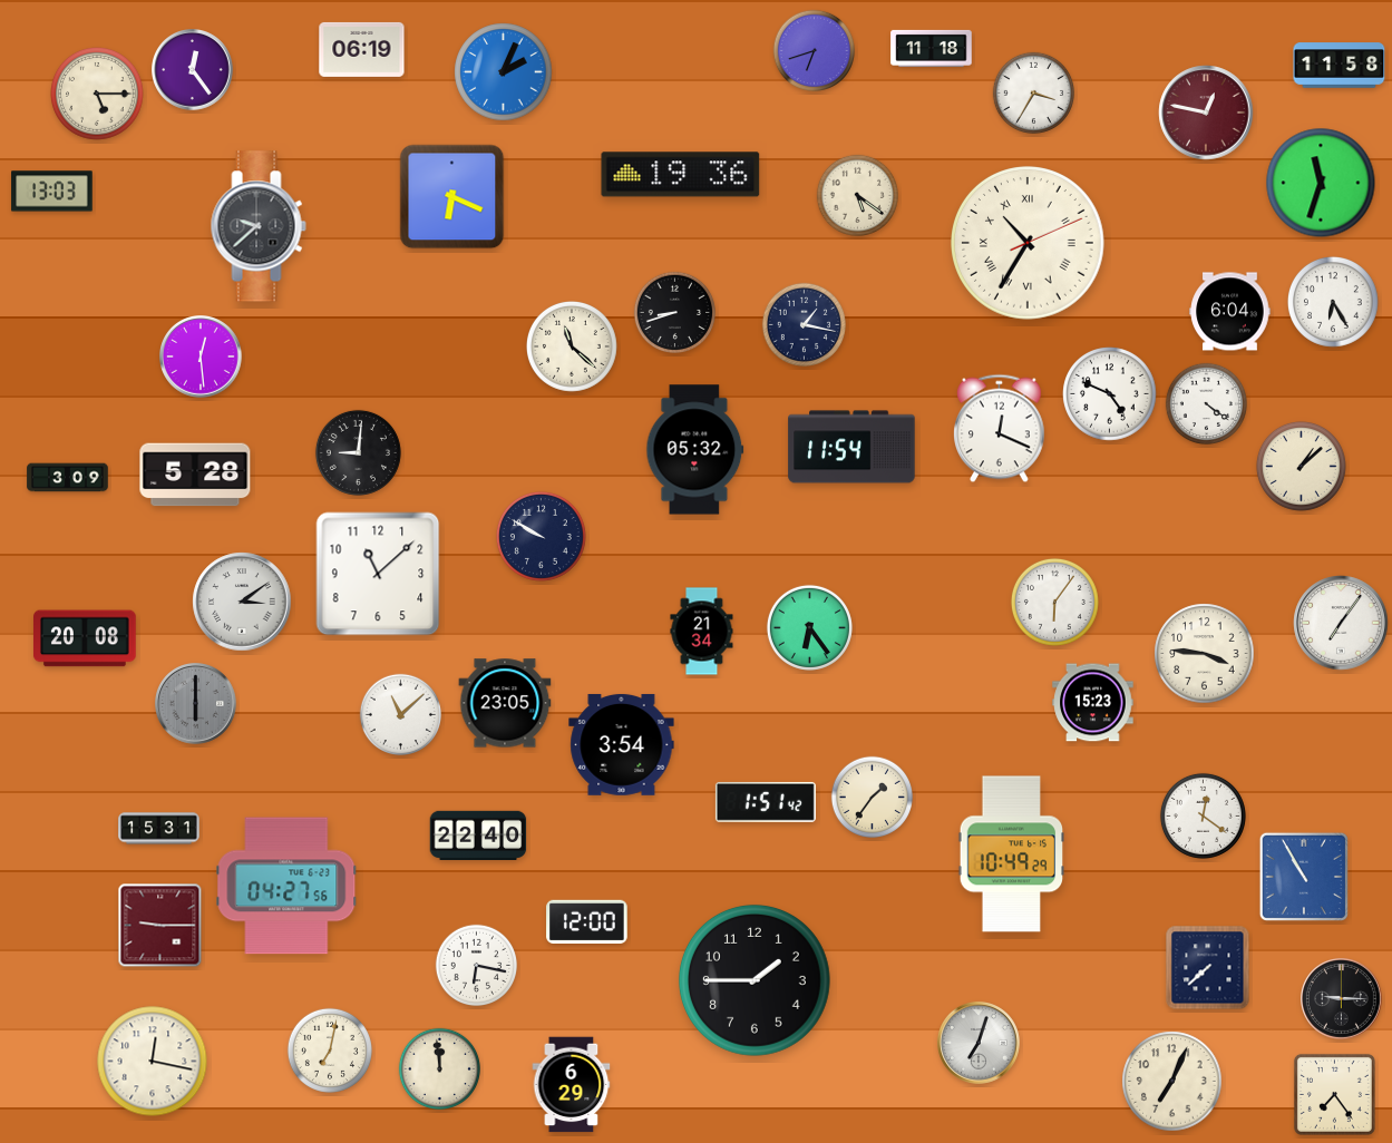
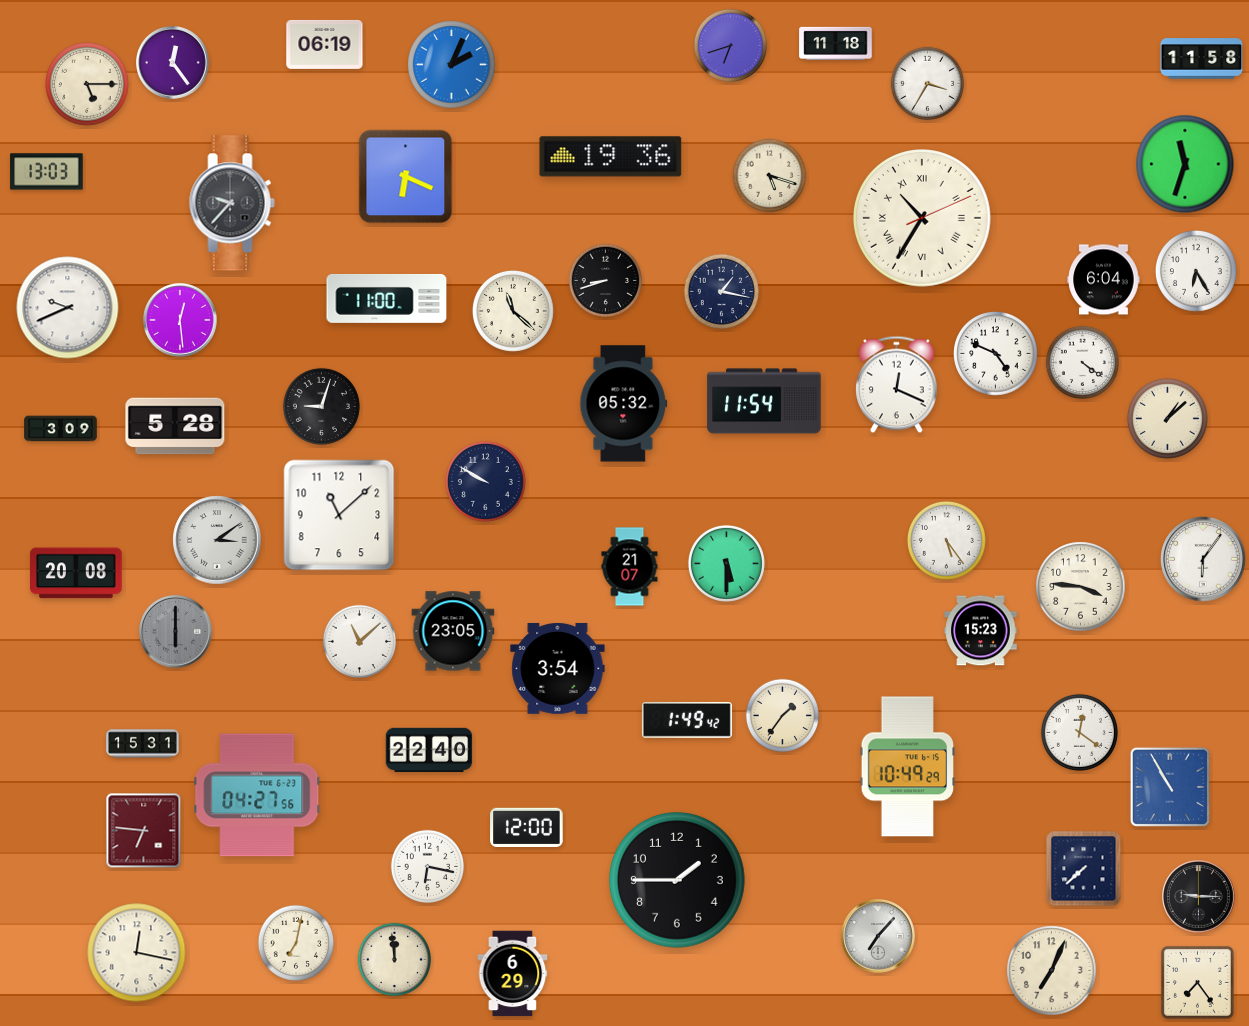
clock at (1206, 113): 12:47 -> none
clock at (858, 196): 5:21 -> 5:18
clock at (259, 226): 9:38 -> 9:37
clock at (387, 298): none -> 11:00
clock at (68, 308): none -> 9:41
clock at (358, 452): 9:01 -> 9:03
clock at (1054, 602): 6:06 -> 5:24
clock at (1341, 623): 7:06 -> 6:06
clock at (809, 627): 6:24 -> 5:30
clock at (702, 632): 21:34 -> 21:07
clock at (766, 802): 1:51 -> 1:49
clock at (160, 926): 9:15 -> 6:46
clock at (1342, 999) position: (1342, 999) -> (1199, 897)
clock at (980, 1044): 7:03 -> 7:07
